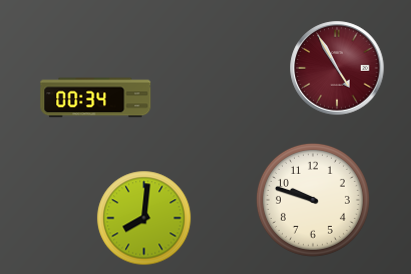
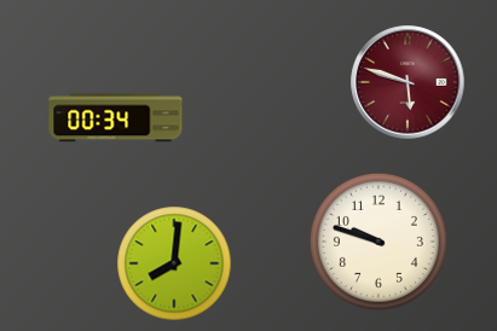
clock at (337, 68): 4:55 -> 5:48
